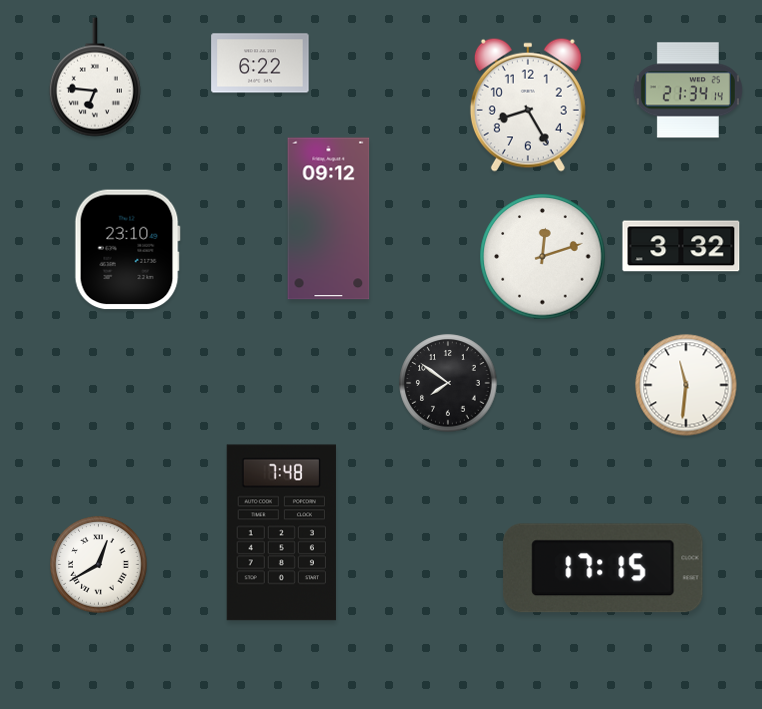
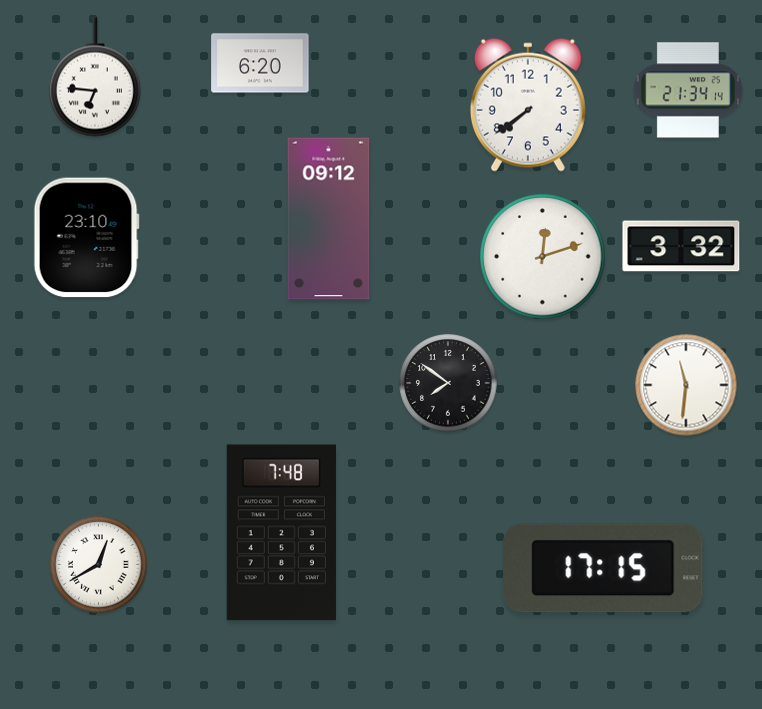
clock at (260, 63): 6:22 -> 6:20
clock at (528, 105): 8:25 -> 7:39
clock at (127, 250) position: (127, 250) -> (86, 238)
